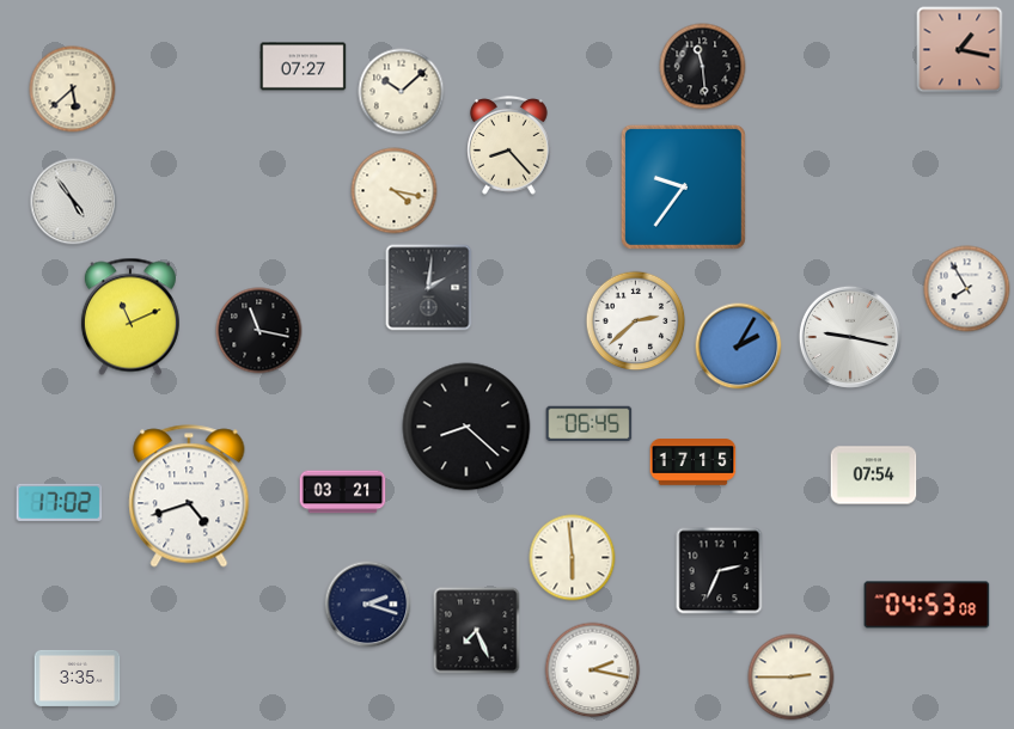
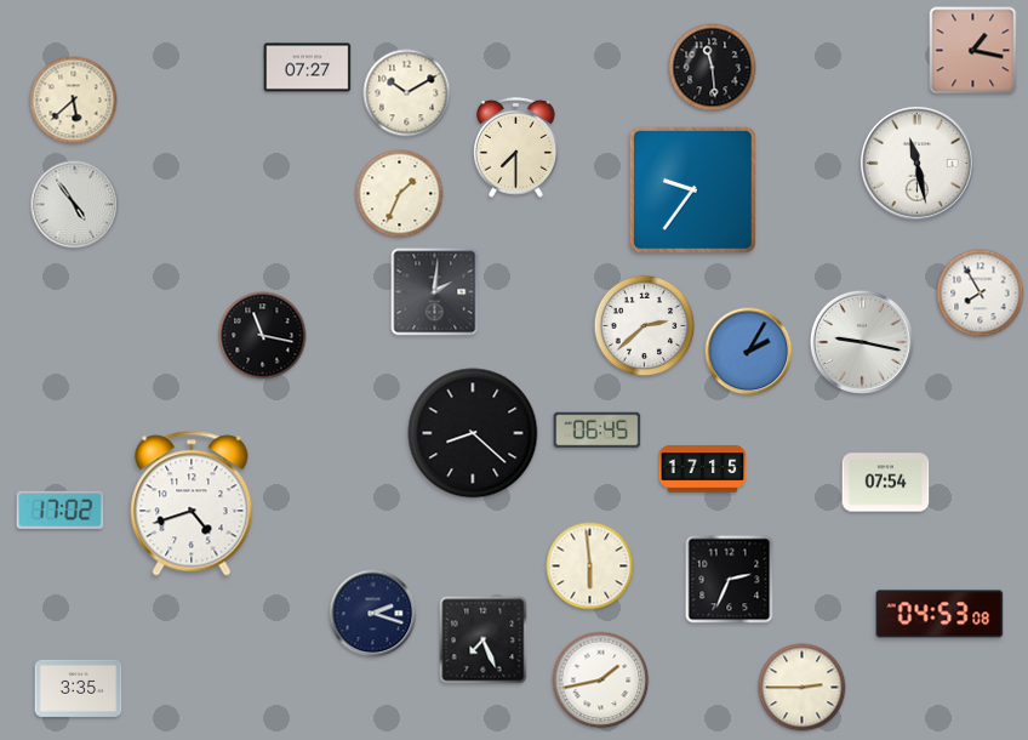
clock at (73, 90) position: (73, 90) -> (74, 101)
clock at (402, 92): 10:08 -> 10:10
clock at (509, 145): 8:23 -> 7:30
clock at (918, 164): none -> 11:28
clock at (395, 191): 4:17 -> 1:34
clock at (130, 317): 11:11 -> none
clock at (343, 492): 03:21 -> none
clock at (573, 558) position: (573, 558) -> (590, 567)
clock at (593, 670): 2:17 -> 1:43
